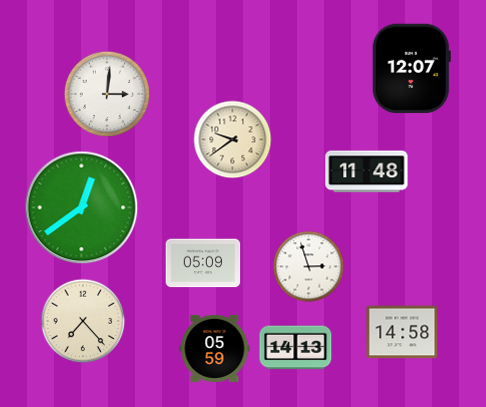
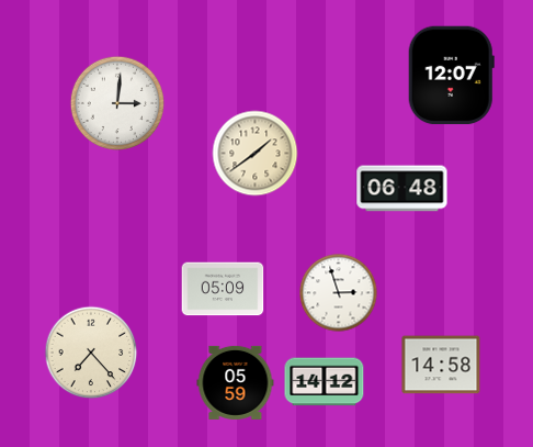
clock at (233, 140): 9:39 -> 1:39
clock at (367, 172): 11:48 -> 06:48
clock at (82, 208): 12:39 -> none
clock at (296, 348): 14:13 -> 14:12
